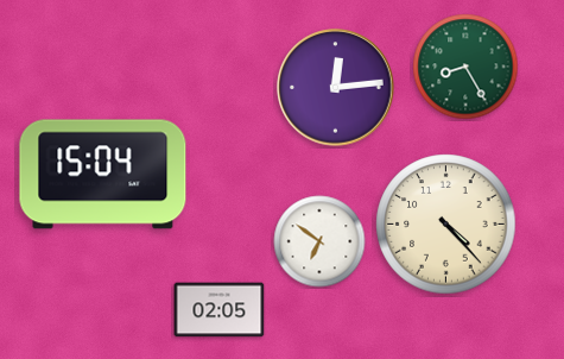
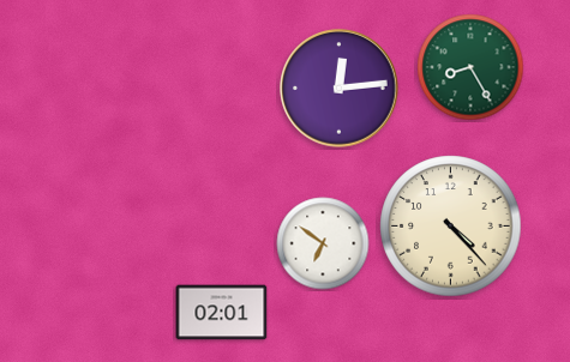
clock at (103, 175): 15:04 -> none
clock at (220, 310): 02:05 -> 02:01
